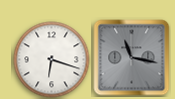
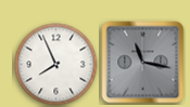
clock at (52, 60): 6:18 -> 7:56
